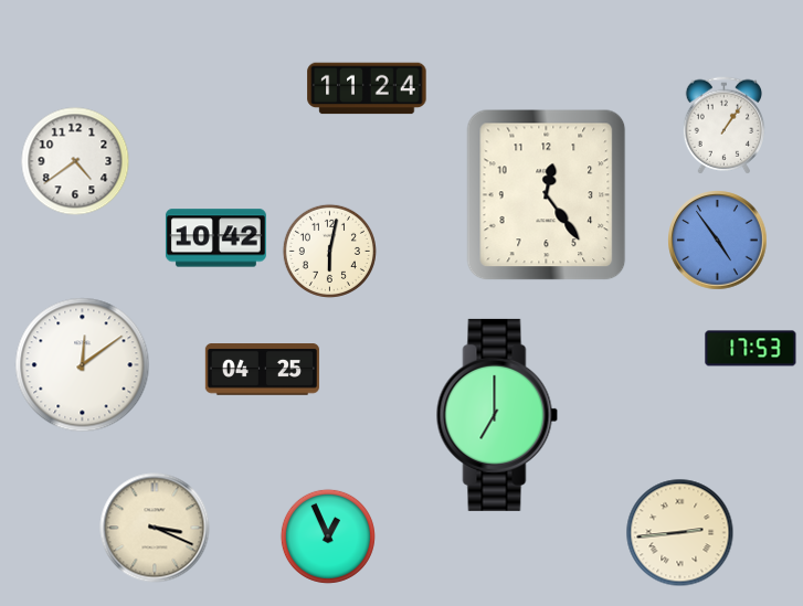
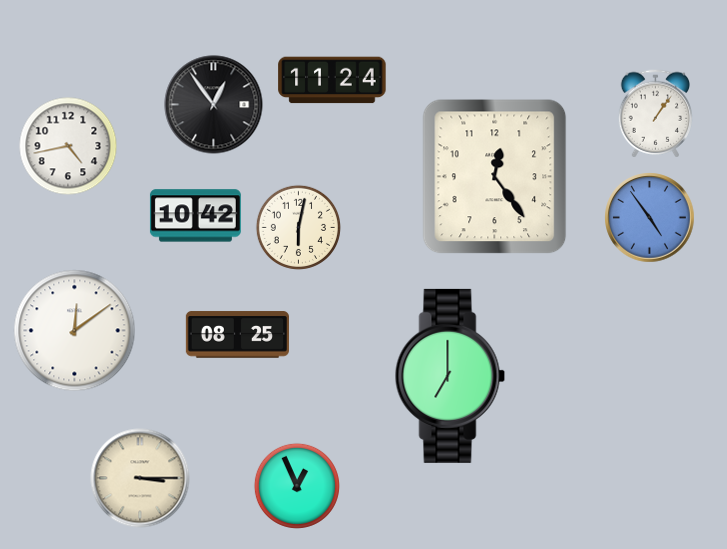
clock at (214, 105): none -> 12:54
clock at (75, 161): 4:39 -> 4:43
clock at (751, 349): 17:53 -> none
clock at (262, 370): 04:25 -> 08:25
clock at (155, 528): 3:19 -> 3:15
clock at (680, 533): 2:44 -> none
